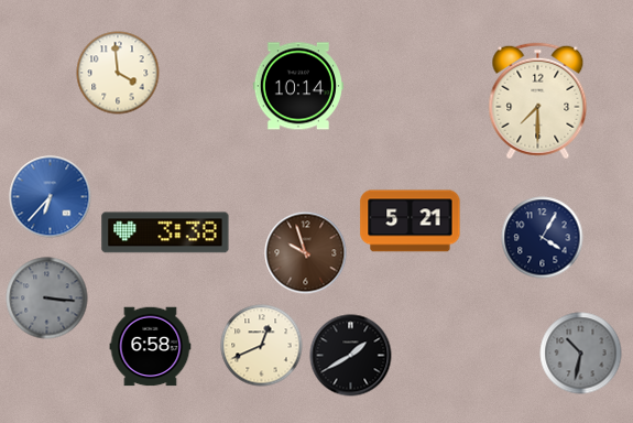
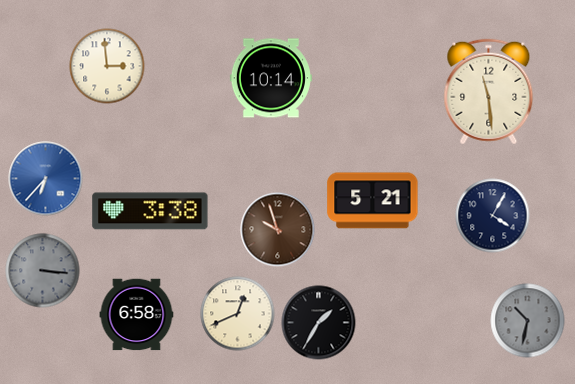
clock at (118, 73): 3:59 -> 2:59
clock at (538, 101): 7:30 -> 11:29
clock at (351, 356): 1:40 -> 1:35
